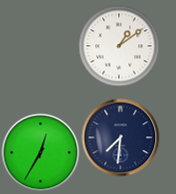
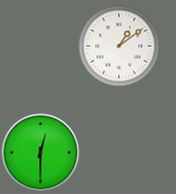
clock at (120, 137): 7:31 -> none
clock at (40, 152): 12:35 -> 12:30
